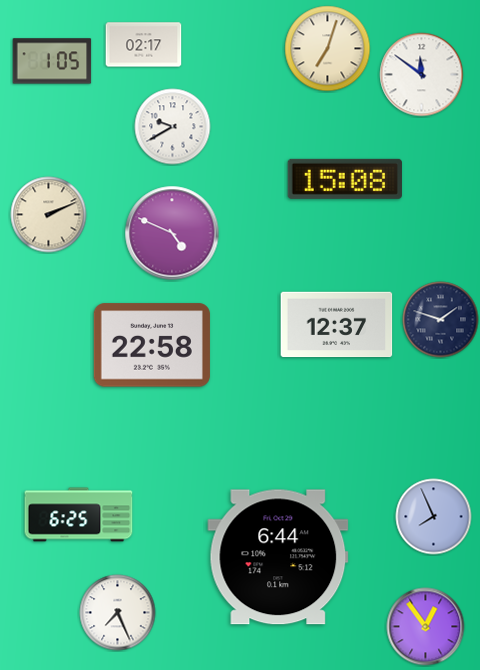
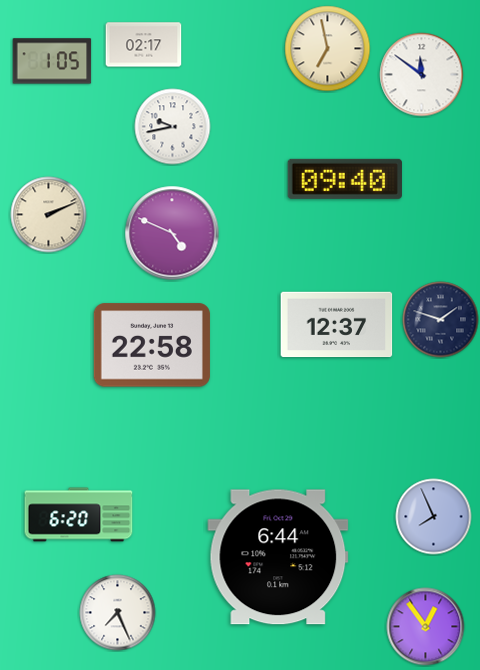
clock at (328, 49): 7:03 -> 6:58
clock at (173, 127): 9:40 -> 9:43
clock at (345, 179): 15:08 -> 09:40
clock at (79, 515): 6:25 -> 6:20
